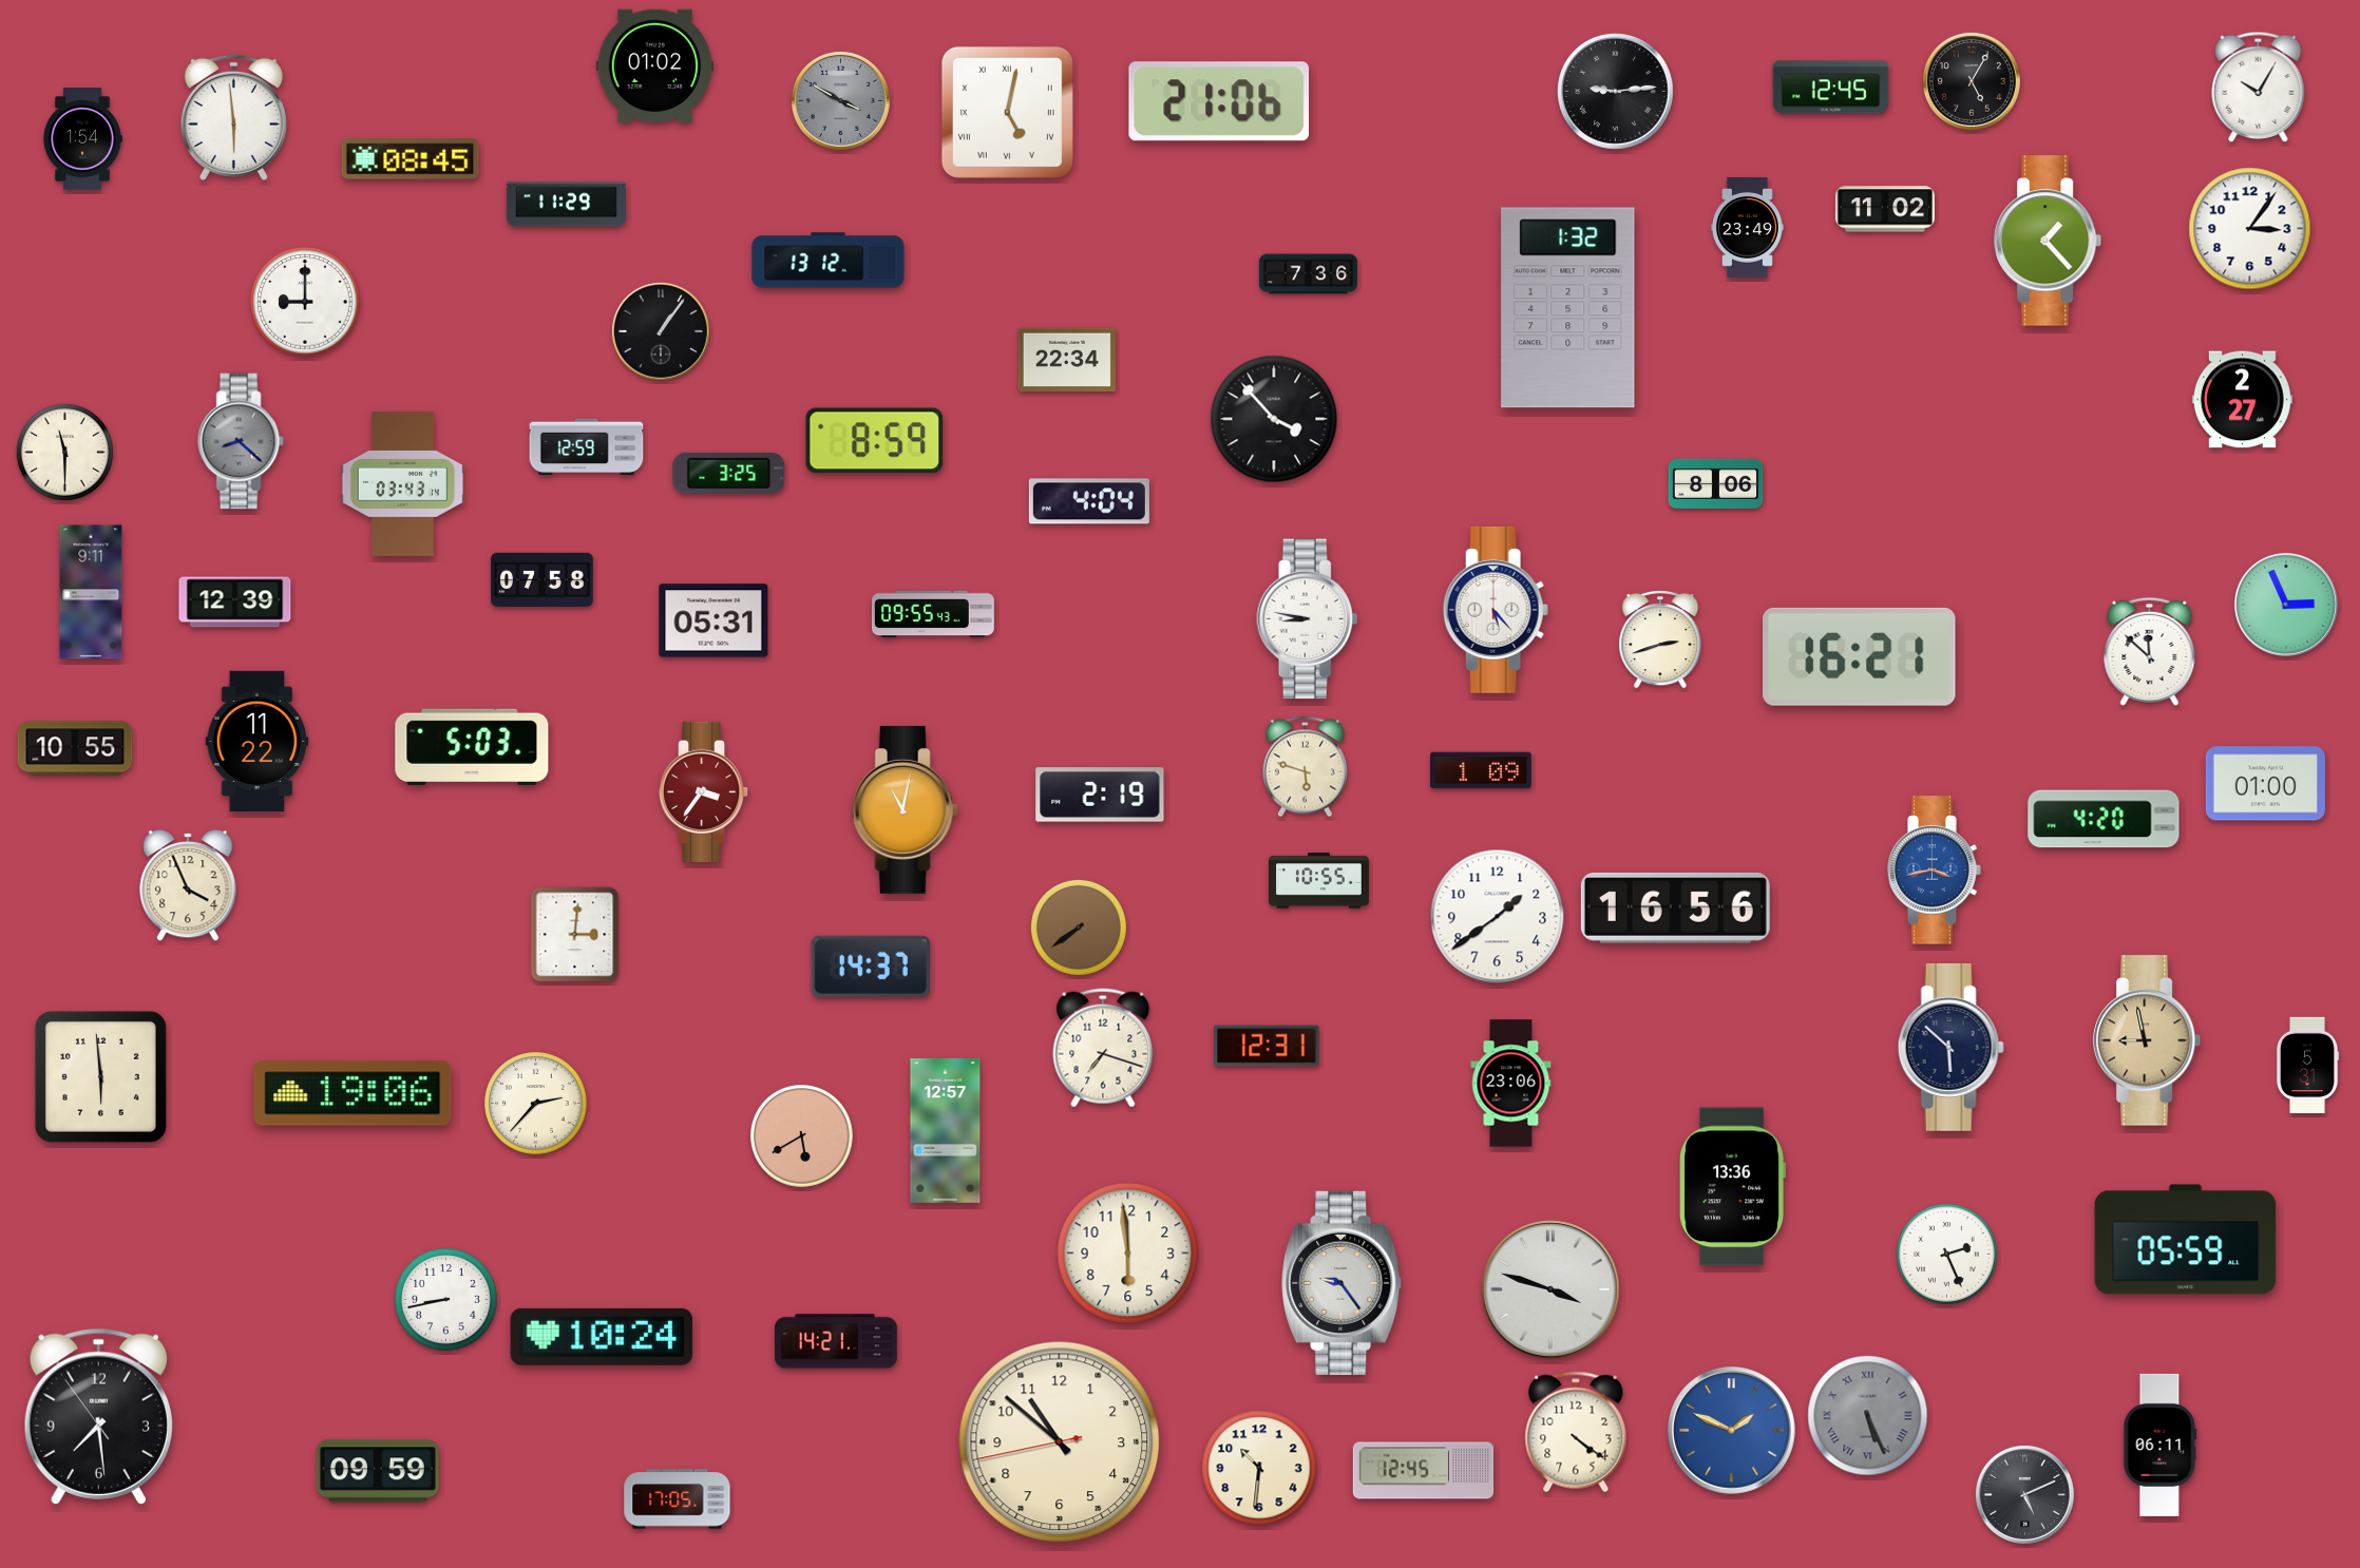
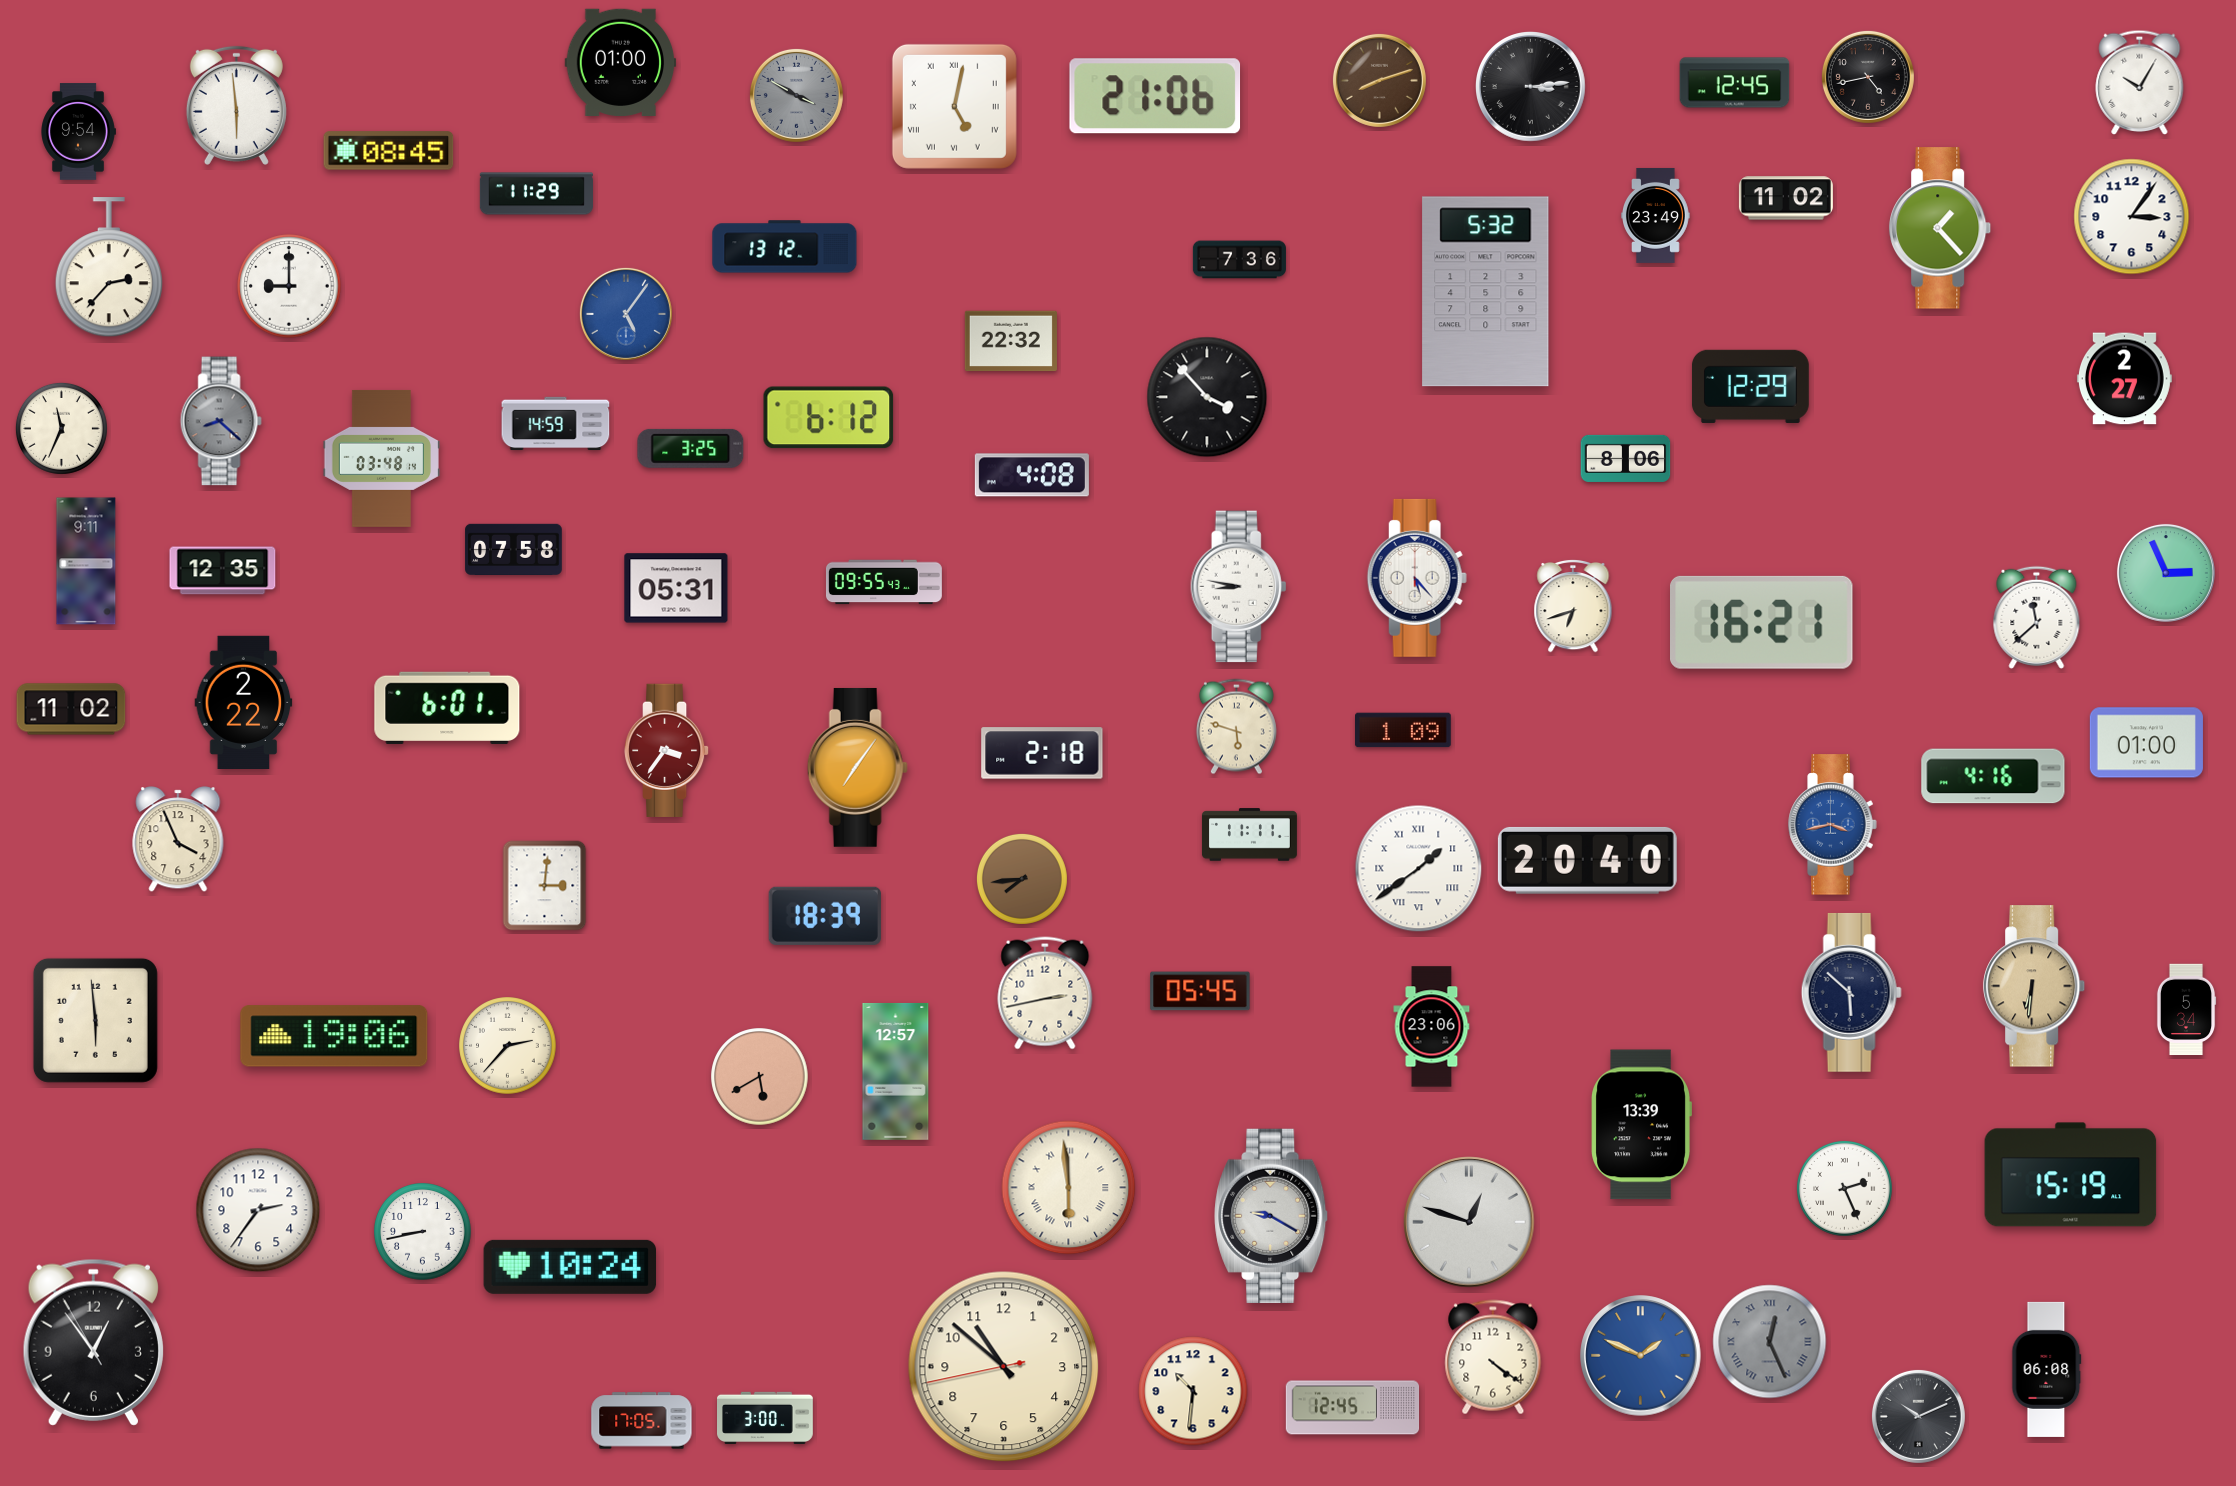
clock at (655, 65): 01:02 -> 01:00
clock at (1972, 81): 5:05 -> 4:43
clock at (1379, 80): none -> 8:12
clock at (1616, 92): 9:14 -> 3:14
clock at (233, 117) position: (233, 117) -> (236, 105)
clock at (82, 139): 1:54 -> 9:54
clock at (109, 268): none -> 2:37
clock at (1568, 308): 1:32 -> 5:32
clock at (661, 331): 1:06 -> 5:06
clock at (661, 331) dial: black -> blue
clock at (1067, 360): 22:34 -> 22:32
clock at (1750, 386): none -> 12:29
clock at (241, 441) position: (241, 441) -> (221, 421)
clock at (875, 441): 8:59 -> 6:12
clock at (587, 447): 12:59 -> 14:59
clock at (64, 452): 11:30 -> 11:34
clock at (402, 483): 03:43 -> 03:48
clock at (1089, 501): 4:04 -> 4:08
clock at (235, 603): 12:39 -> 12:35
clock at (1660, 639): 2:42 -> 6:42
clock at (2150, 651): 11:52 -> 11:38
clock at (258, 741): 11:22 -> 2:22
clock at (472, 747): 5:03 -> 6:01
clock at (75, 748): 10:55 -> 11:02
clock at (1100, 795): 2:19 -> 2:18
clock at (905, 809): 11:02 -> 7:06
clock at (2104, 819): 4:20 -> 4:16
clock at (1318, 881): 10:55 -> 11:11
clock at (1675, 907): 16:56 -> 20:40
clock at (1498, 917) numerals: Arabic -> Roman
clock at (1079, 928): 7:39 -> 7:44
clock at (871, 967): 14:37 -> 18:39
clock at (2147, 1040): 8:58 -> 6:31
clock at (1267, 1046): 12:31 -> 05:45
clock at (1950, 1047) position: (1950, 1047) -> (1851, 992)
clock at (1103, 1048): 7:18 -> 2:43
clock at (2307, 1066): 5:31 -> 5:34
clock at (1732, 1187): 13:36 -> 13:39
clock at (2186, 1240): 05:59 -> 15:19
clock at (1128, 1254) numerals: Arabic -> Roman
clock at (258, 1210): none -> 2:36
clock at (1343, 1283): 9:24 -> 9:20
clock at (1550, 1289): 3:48 -> 12:48
clock at (836, 1341): 14:21 -> none
clock at (98, 1416): 7:28 -> 12:53
clock at (1868, 1416): 5:26 -> 12:26
clock at (2161, 1445): 06:11 -> 06:08
clock at (378, 1471): 09:59 -> none
clock at (1424, 1471) position: (1424, 1471) -> (1353, 1408)
clock at (2024, 1494): 5:11 -> 10:11
clock at (766, 1417): none -> 3:00
